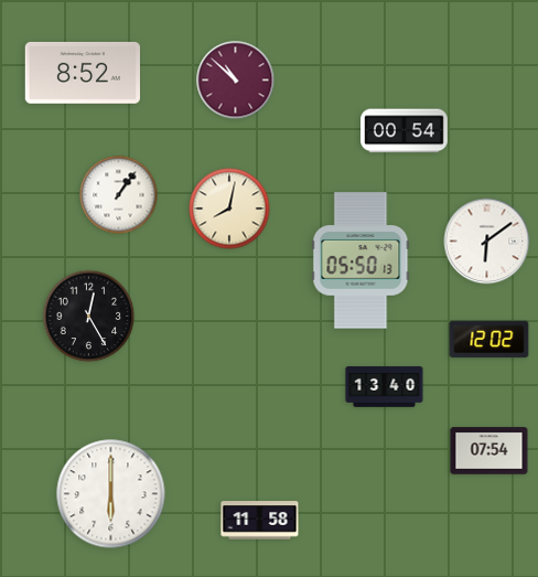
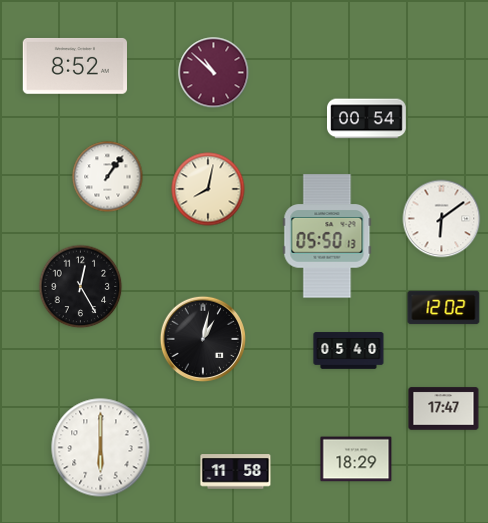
clock at (202, 338): none -> 1:02
clock at (385, 387): 13:40 -> 05:40
clock at (489, 451): 07:54 -> 17:47
clock at (356, 459): none -> 18:29
